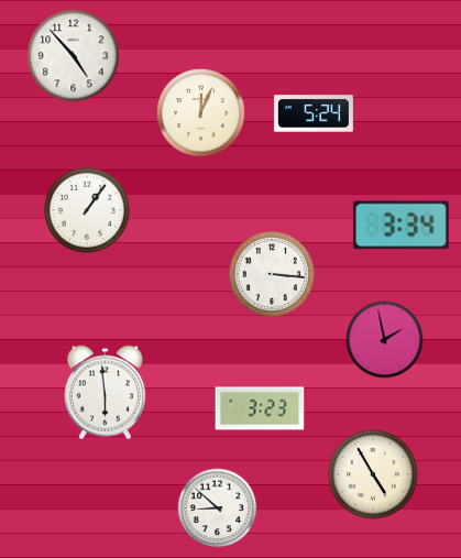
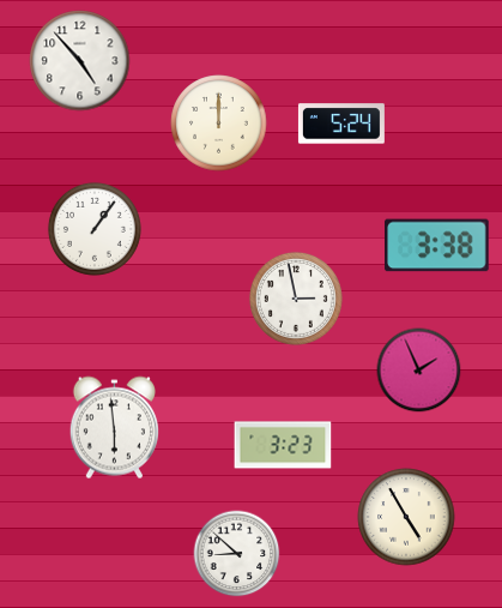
clock at (201, 113): 12:04 -> 12:00
clock at (402, 226): 3:34 -> 3:38
clock at (272, 274): 3:16 -> 2:58
clock at (385, 340): 1:58 -> 1:56
